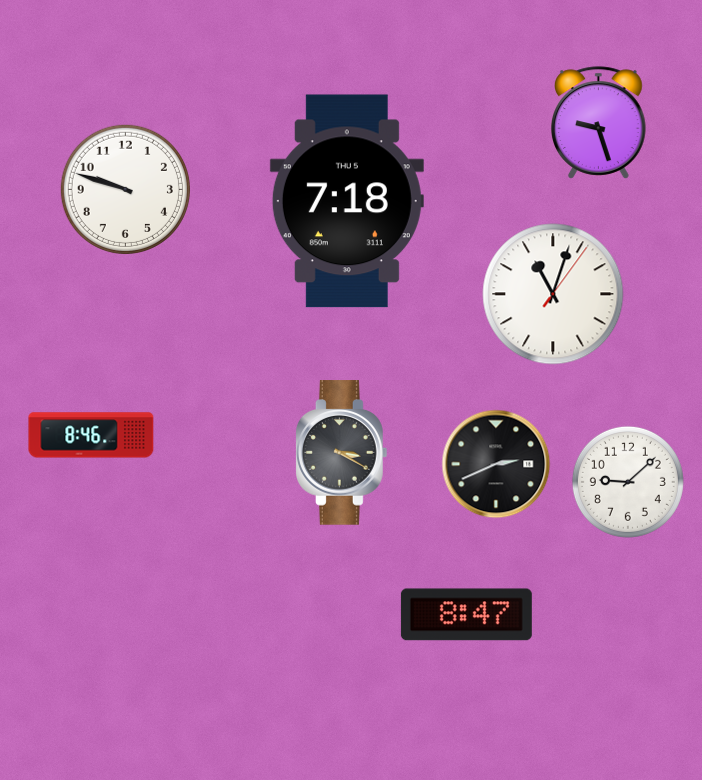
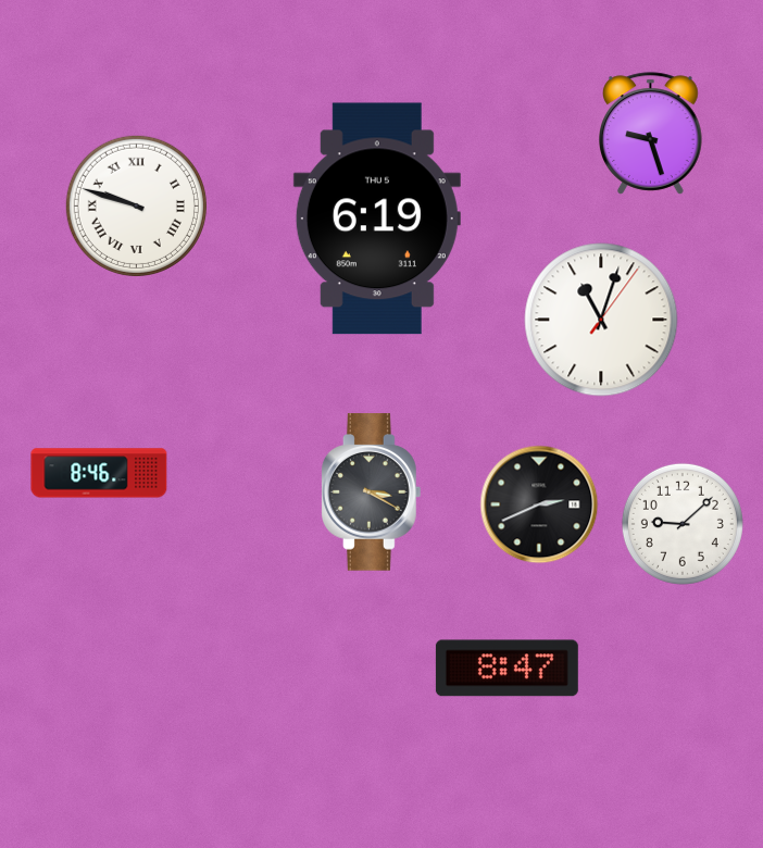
clock at (125, 189) numerals: Arabic -> Roman
clock at (347, 201): 7:18 -> 6:19
